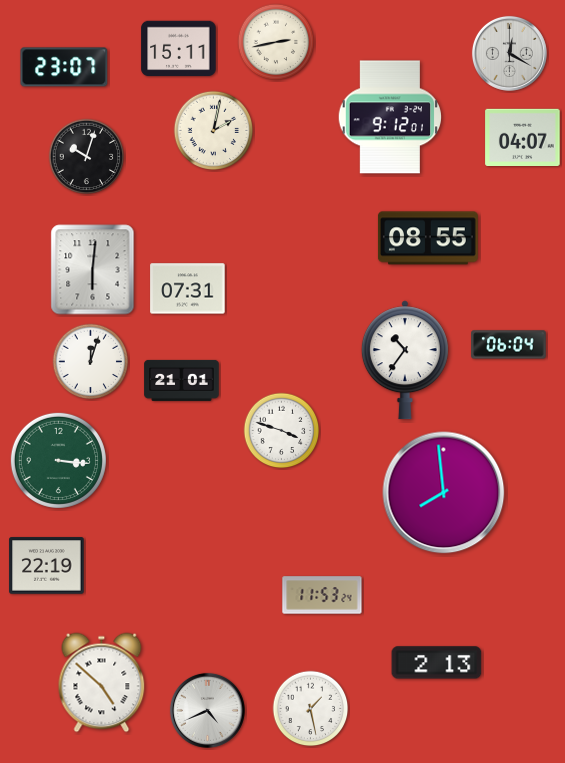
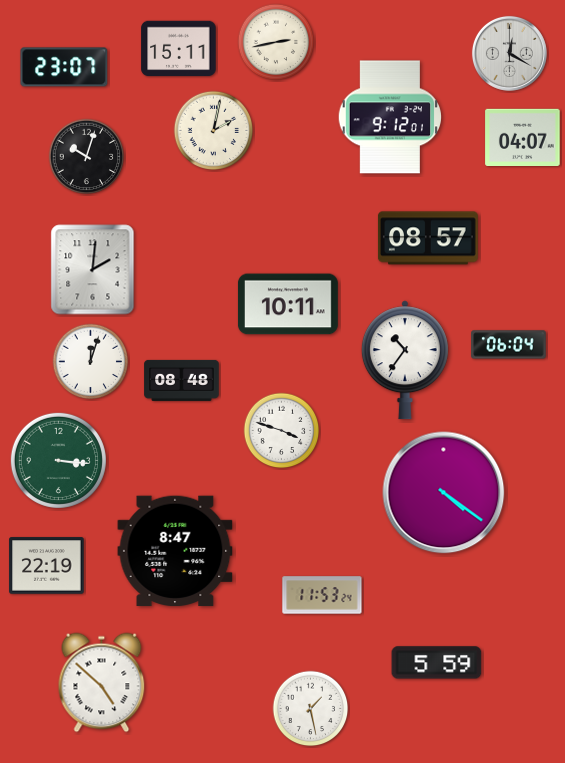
clock at (428, 238): 08:55 -> 08:57
clock at (93, 270): 6:01 -> 2:01
clock at (188, 289): 07:31 -> none
clock at (288, 304): none -> 10:11
clock at (182, 380): 21:01 -> 08:48
clock at (444, 493): 7:59 -> 4:21
clock at (175, 551): none -> 8:47
clock at (437, 663): 2:13 -> 5:59
clock at (207, 710): 4:41 -> none
